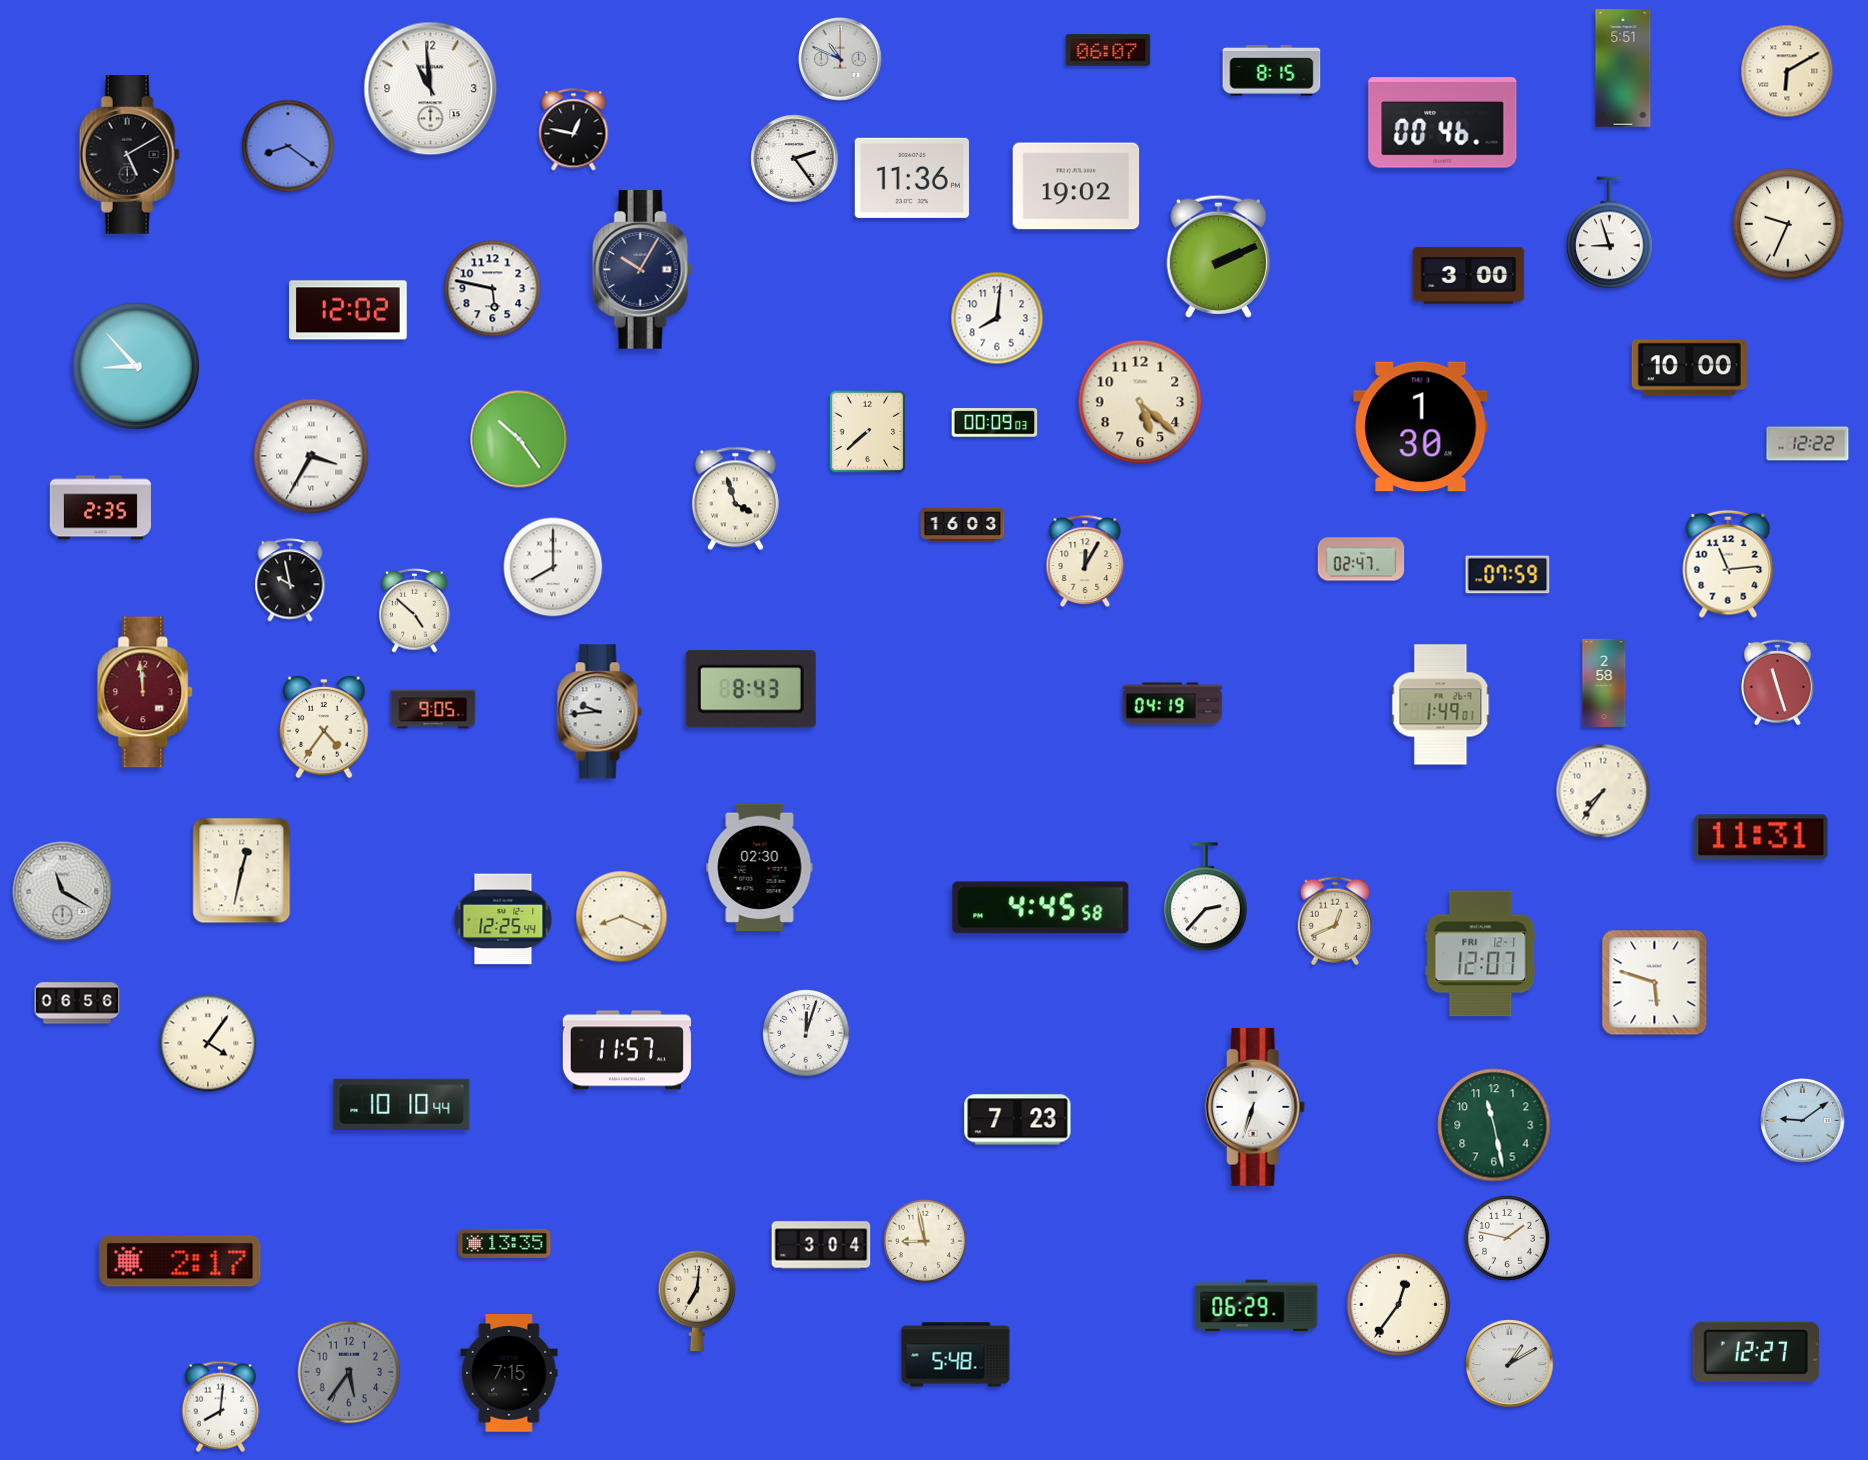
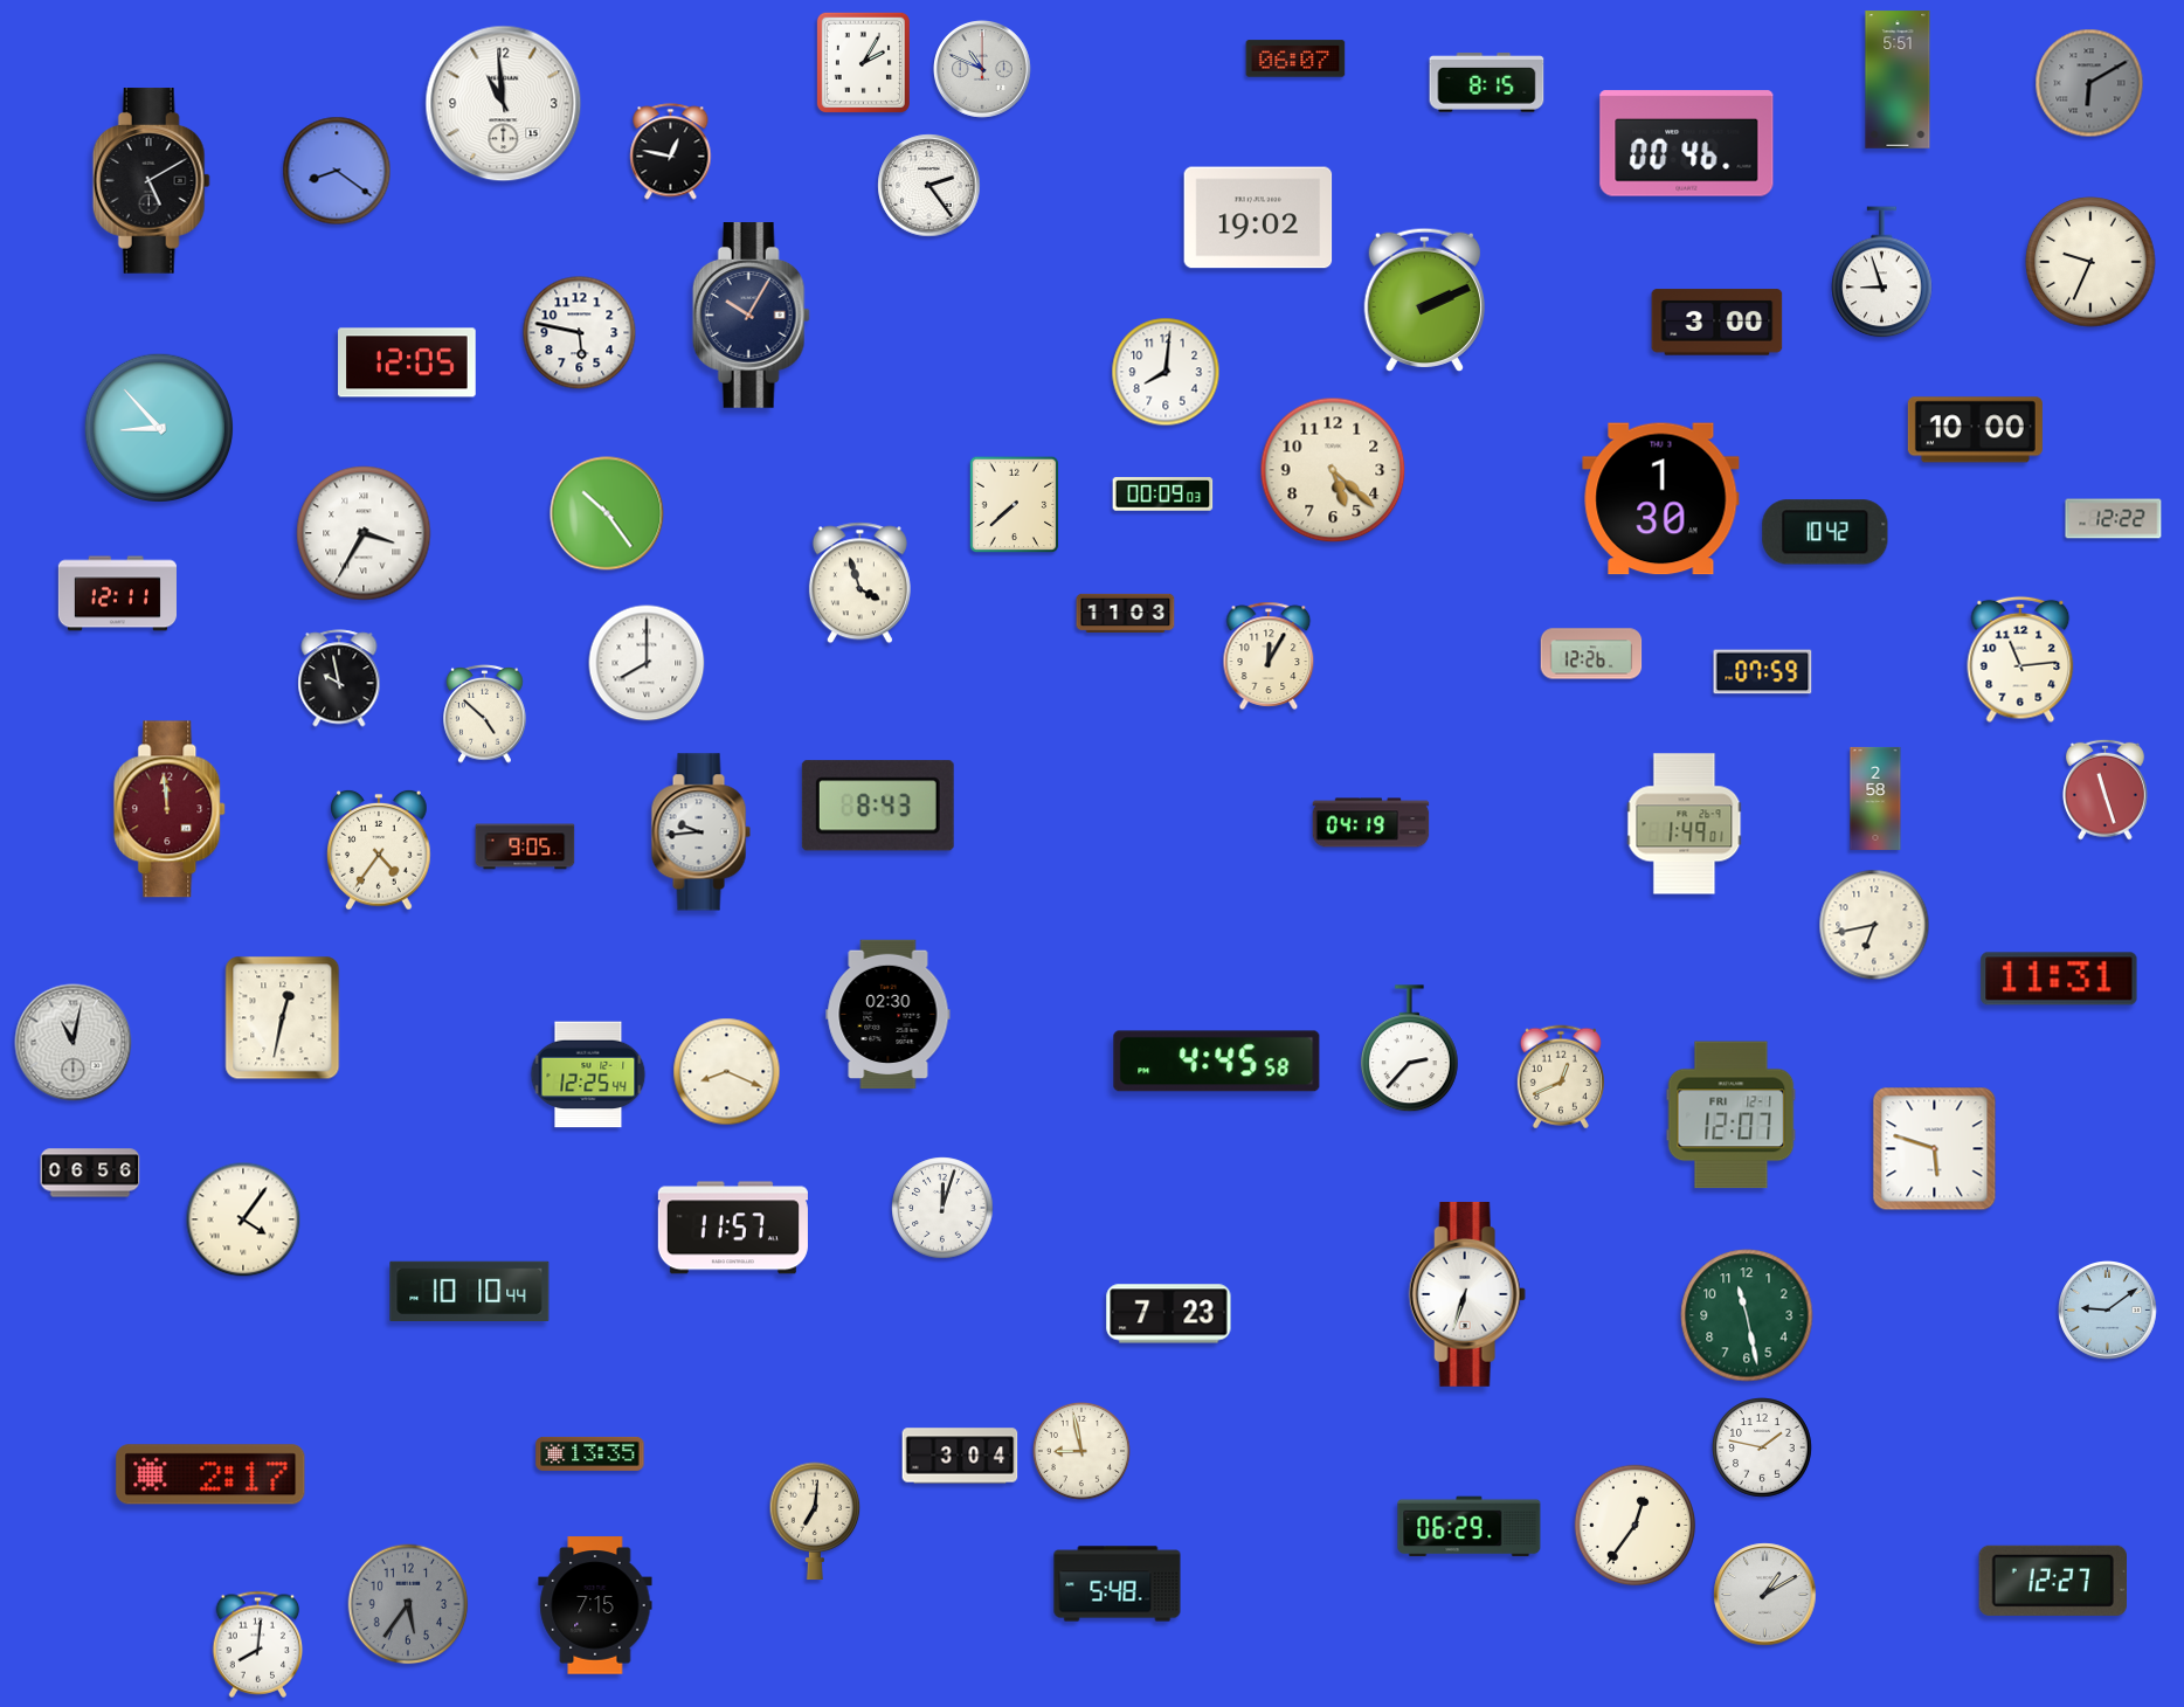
clock at (863, 62): none -> 2:05
clock at (1787, 71) dial: cream -> grey
clock at (912, 178): 11:36 -> none
clock at (493, 289) position: (493, 289) -> (580, 333)
clock at (348, 310): 12:02 -> 12:05
clock at (1825, 532): none -> 10:42
clock at (100, 508): 2:35 -> 12:11
clock at (963, 525): 16:03 -> 11:03
clock at (1361, 559): 02:47 -> 12:26
clock at (1777, 682) position: (1777, 682) -> (2104, 789)
clock at (433, 709) position: (433, 709) -> (525, 846)
clock at (1603, 791): 7:36 -> 6:43
clock at (63, 892): 11:20 -> 11:02
clock at (1018, 1120) position: (1018, 1120) -> (1169, 1314)
